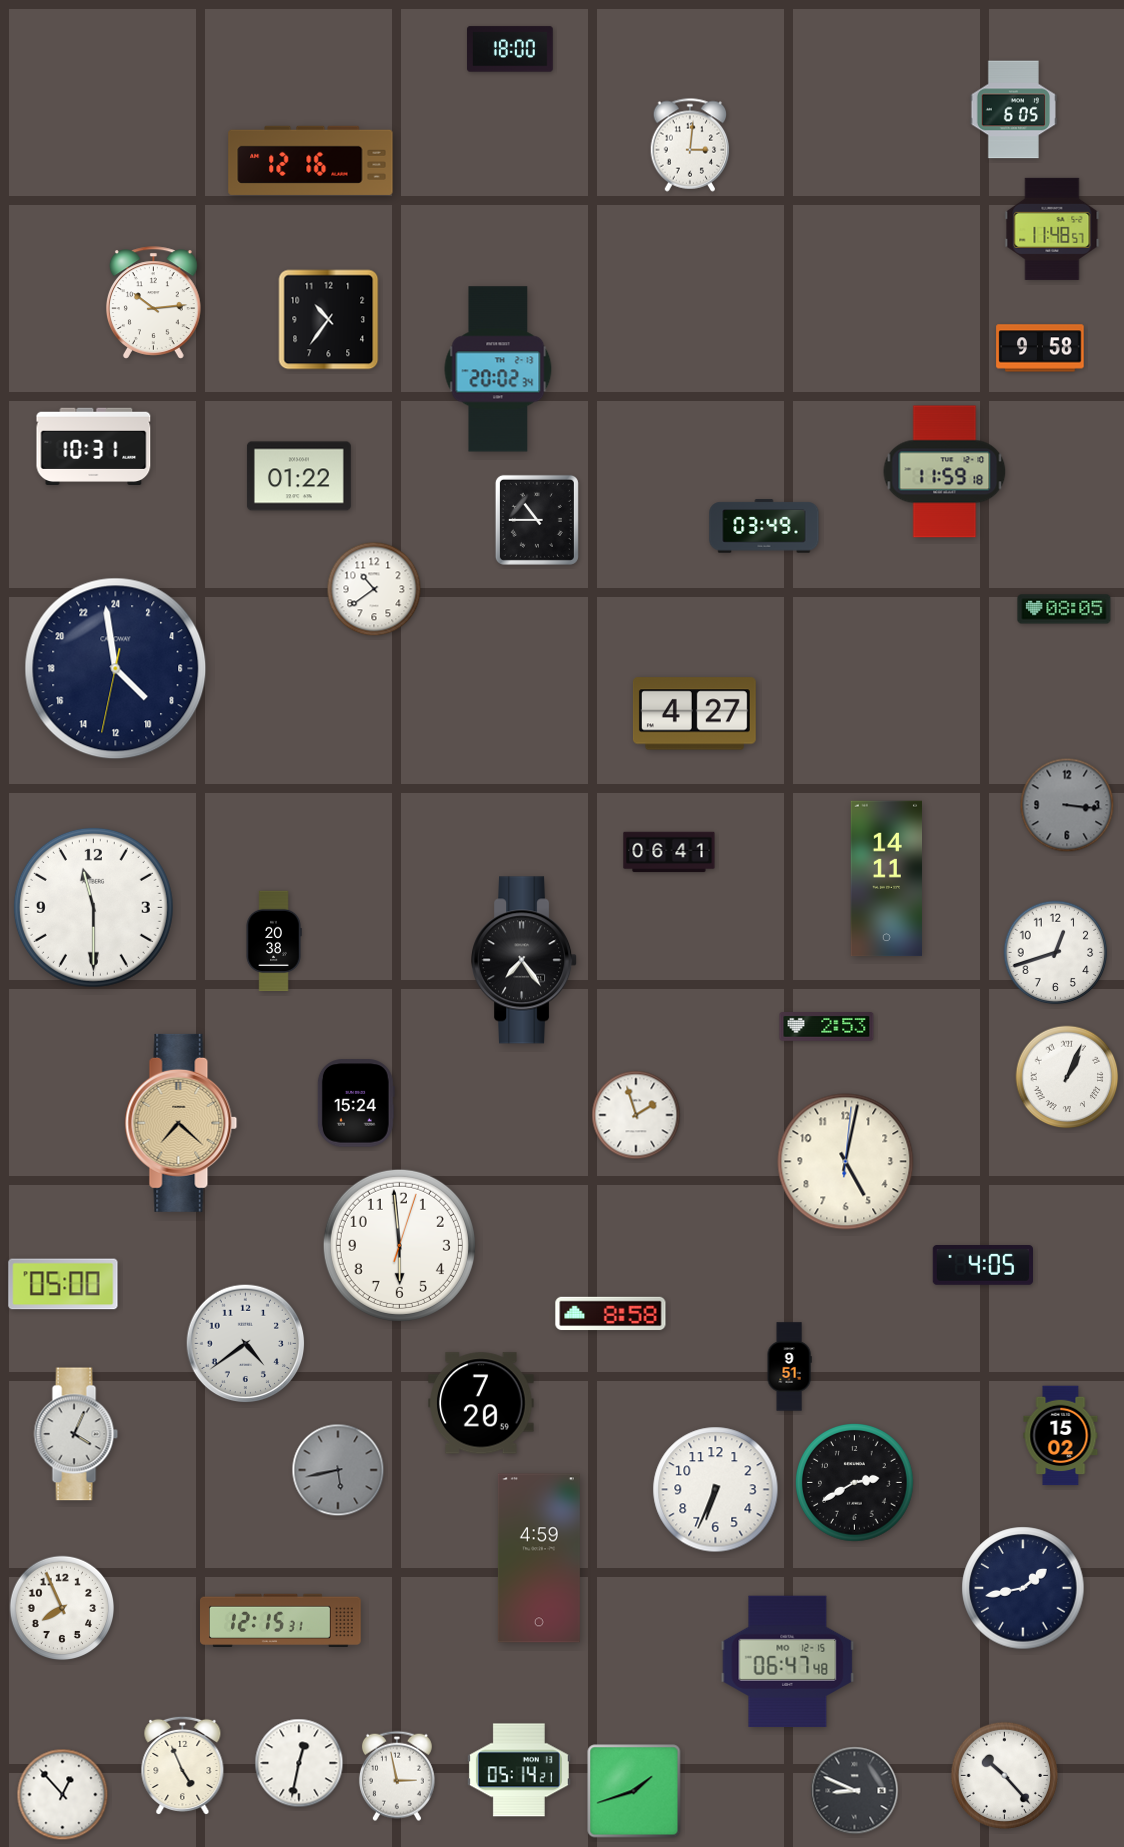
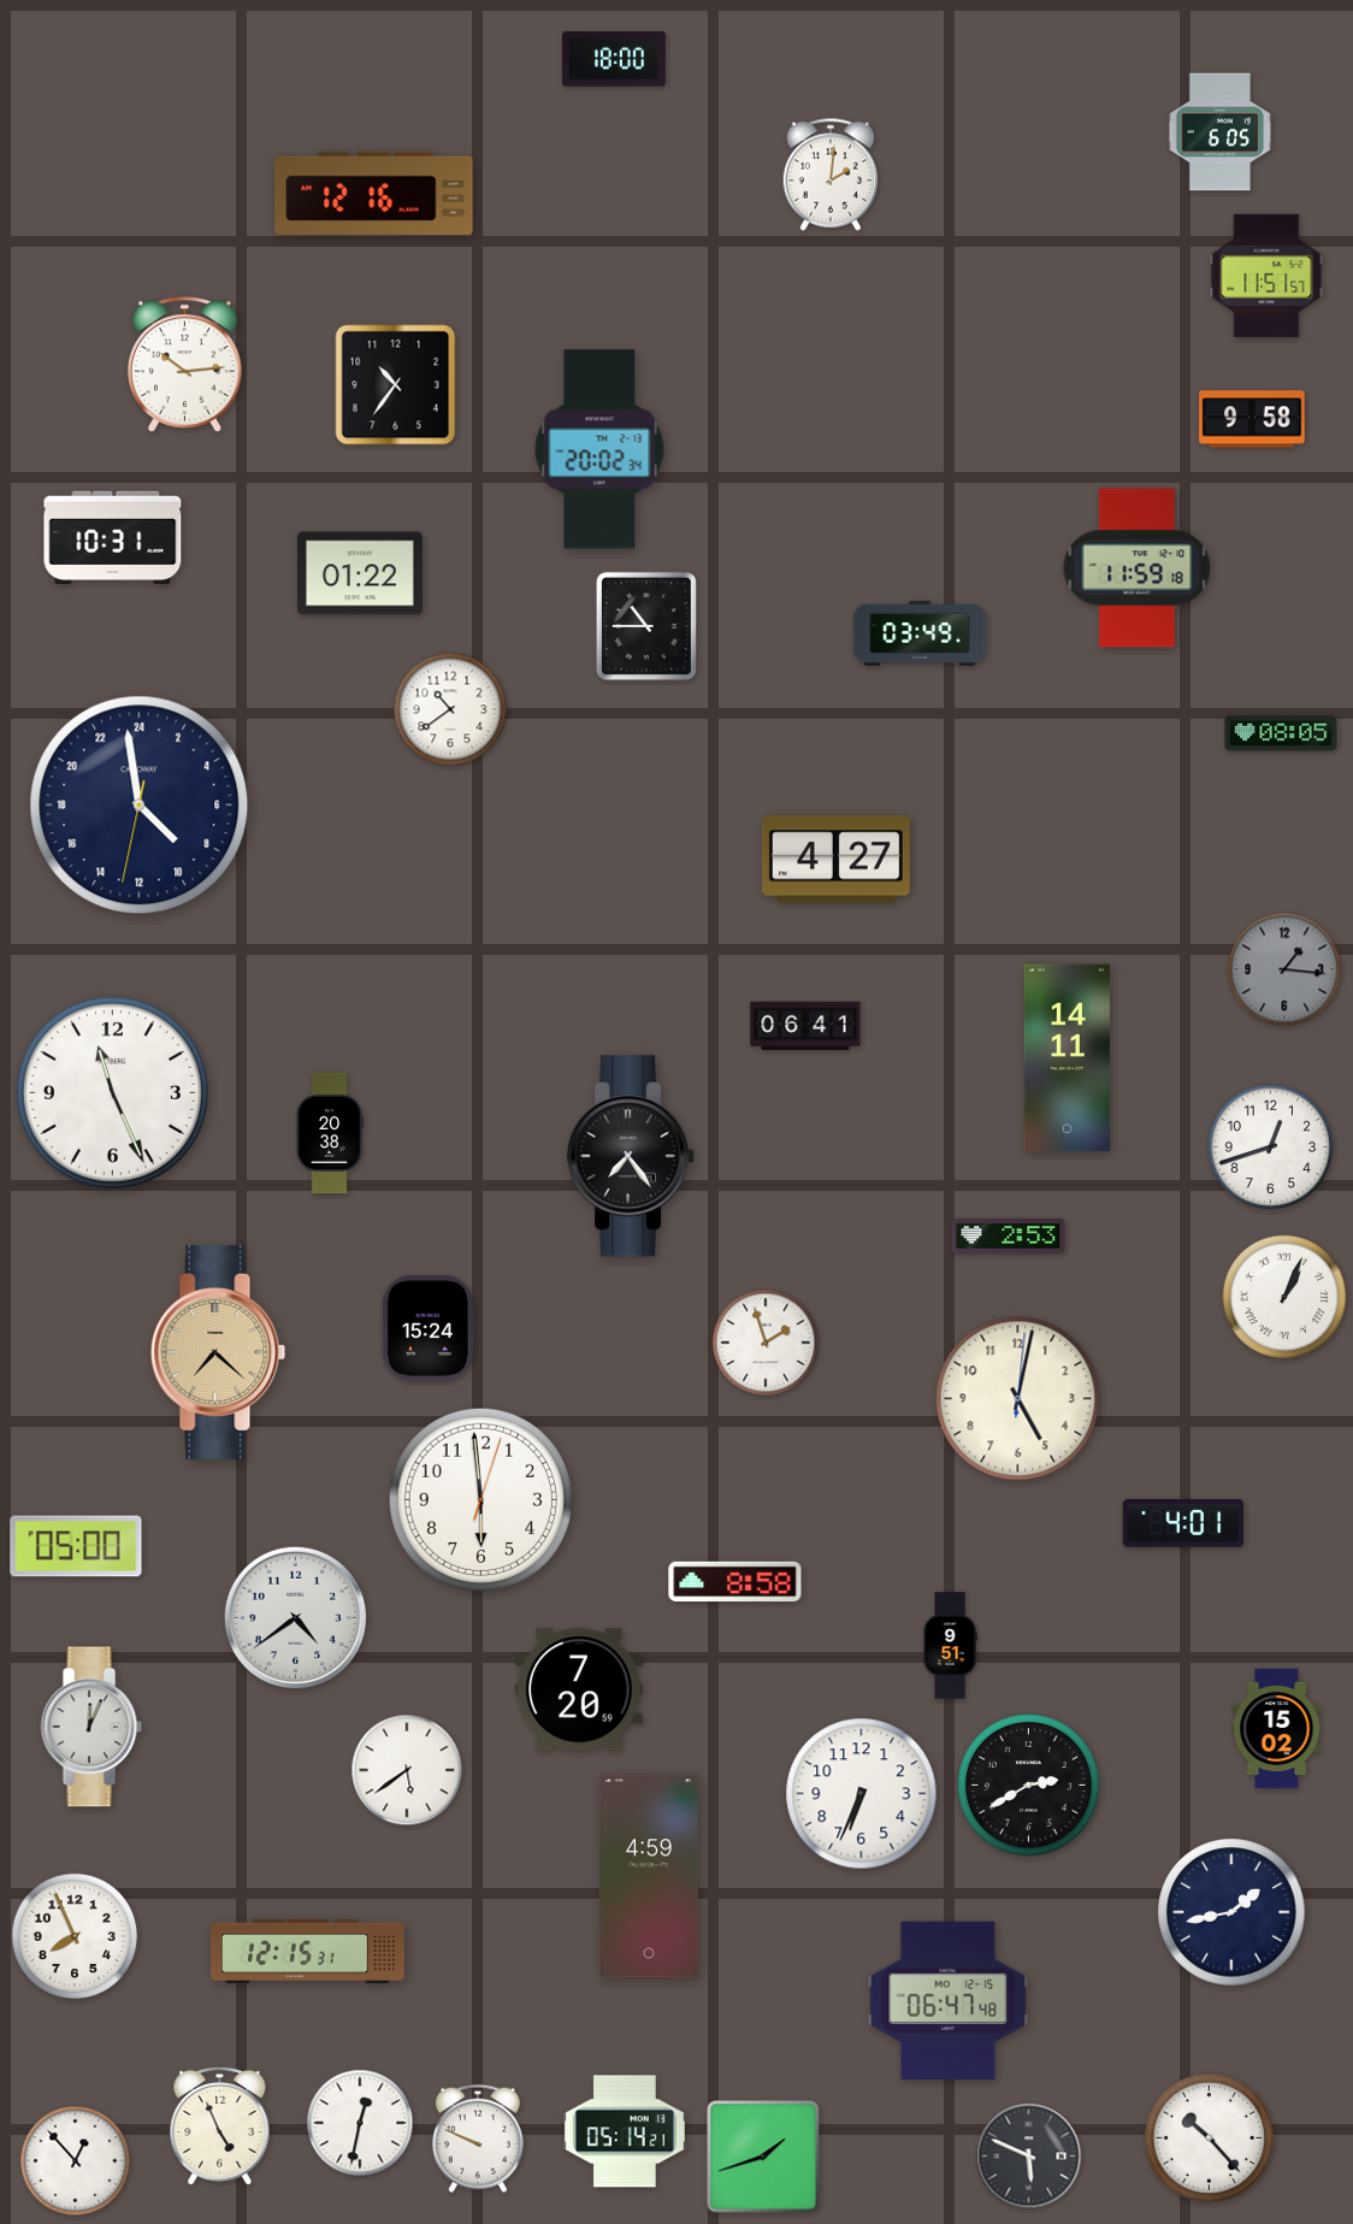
clock at (690, 145): 3:01 -> 2:01
clock at (1052, 229): 11:48 -> 11:51
clock at (498, 369) position: (498, 369) -> (599, 449)
clock at (1067, 805): 3:16 -> 1:16
clock at (93, 907): 11:30 -> 11:26
clock at (827, 1027) position: (827, 1027) -> (1009, 1237)
clock at (982, 1266): 4:05 -> 4:01
clock at (76, 1434): 4:04 -> 12:04
clock at (338, 1470): 5:43 -> 5:39
clock at (338, 1470) dial: grey -> white
clock at (281, 1620) position: (281, 1620) -> (308, 1951)
clock at (397, 1776): 2:58 -> 9:49
clock at (855, 1791): 8:49 -> 5:49
